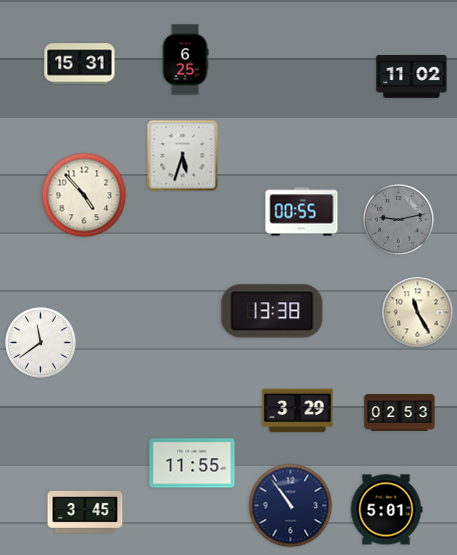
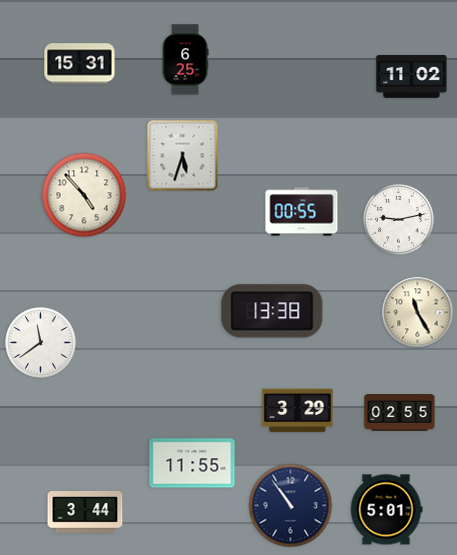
clock at (399, 220) dial: grey -> white
clock at (400, 413): 02:53 -> 02:55
clock at (85, 512): 3:45 -> 3:44
